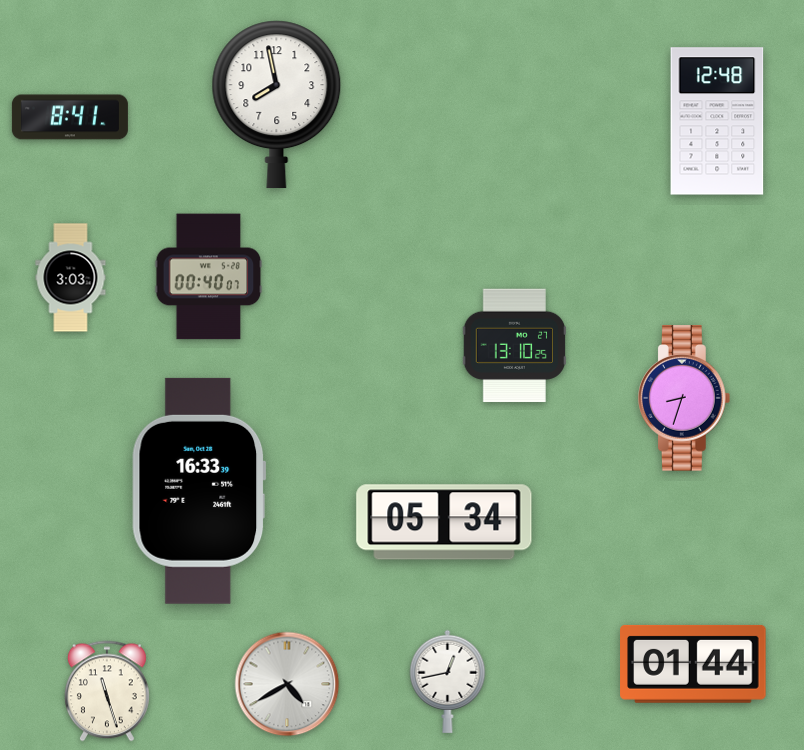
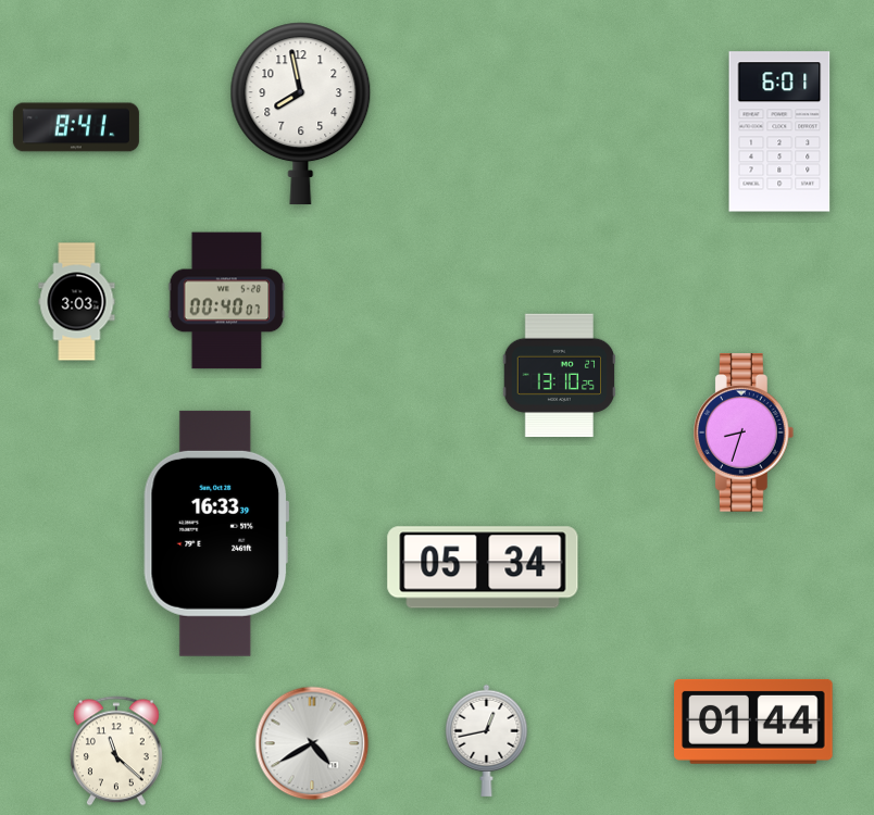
clock at (717, 121): 12:48 -> 6:01
clock at (107, 691): 11:27 -> 11:22
